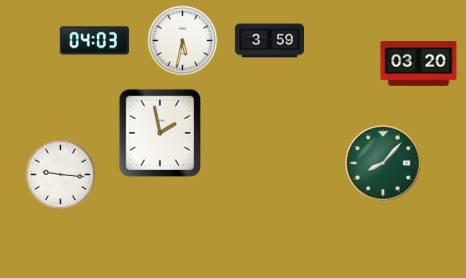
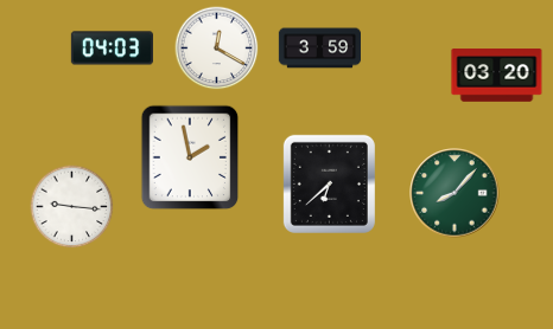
clock at (183, 41): 5:32 -> 12:20
clock at (329, 183): none -> 6:38
